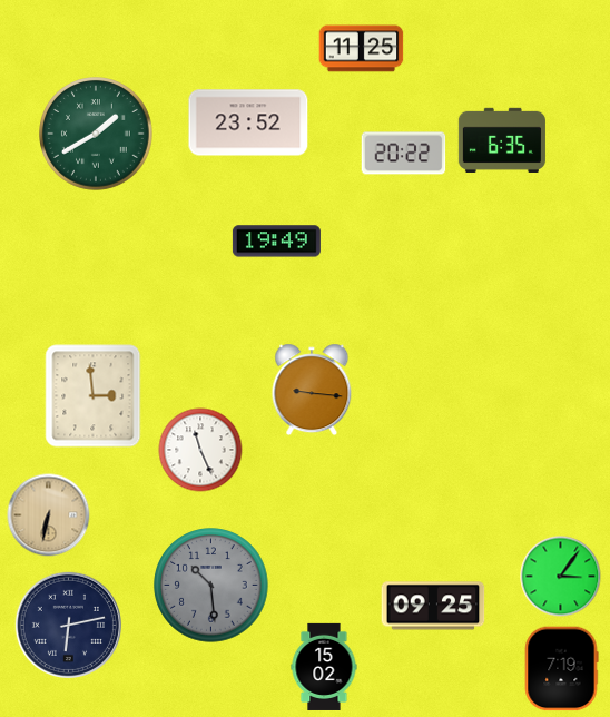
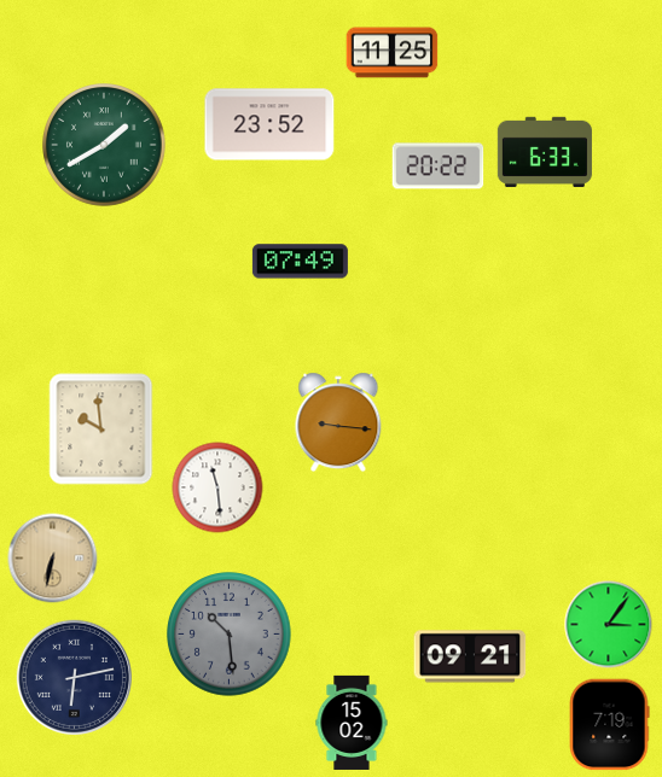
clock at (248, 122) position: (248, 122) -> (269, 124)
clock at (502, 140): 6:35 -> 6:33
clock at (276, 242): 19:49 -> 07:49
clock at (94, 396): 2:59 -> 9:59
clock at (200, 450): 11:26 -> 11:29
clock at (433, 606): 09:25 -> 09:21
